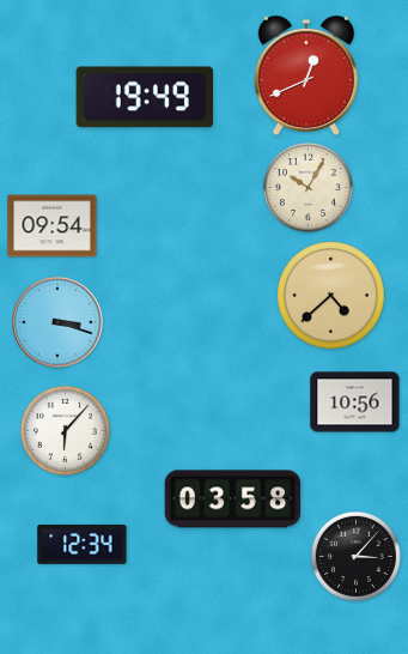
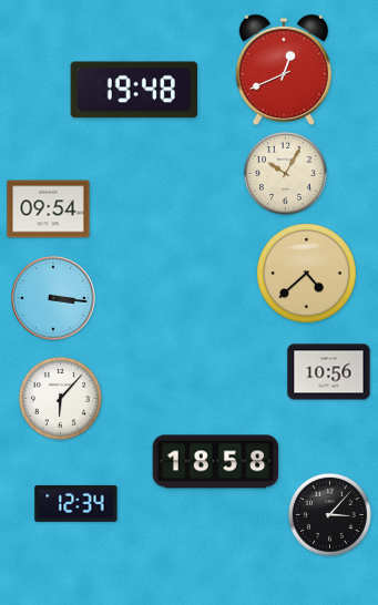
clock at (145, 97): 19:49 -> 19:48
clock at (57, 322): 3:18 -> 3:16
clock at (233, 499): 03:58 -> 18:58
